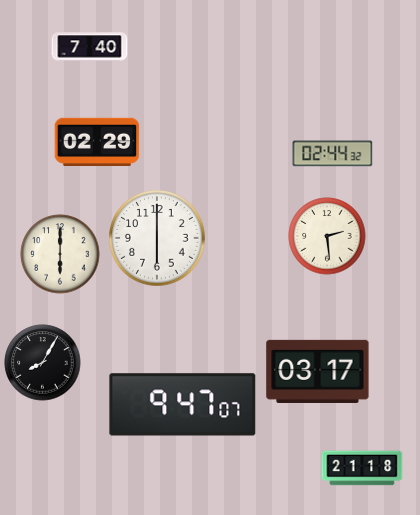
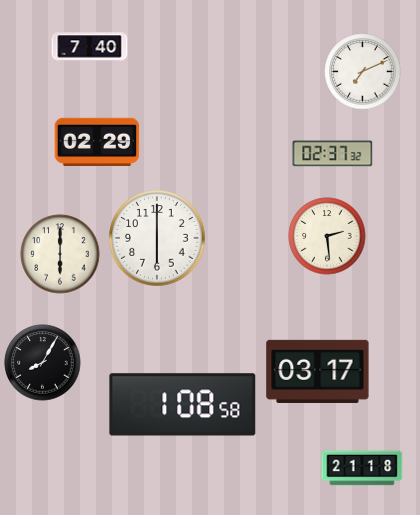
clock at (363, 72): none -> 7:11
clock at (333, 154): 02:44 -> 02:37
clock at (183, 405): 9:47 -> 1:08
